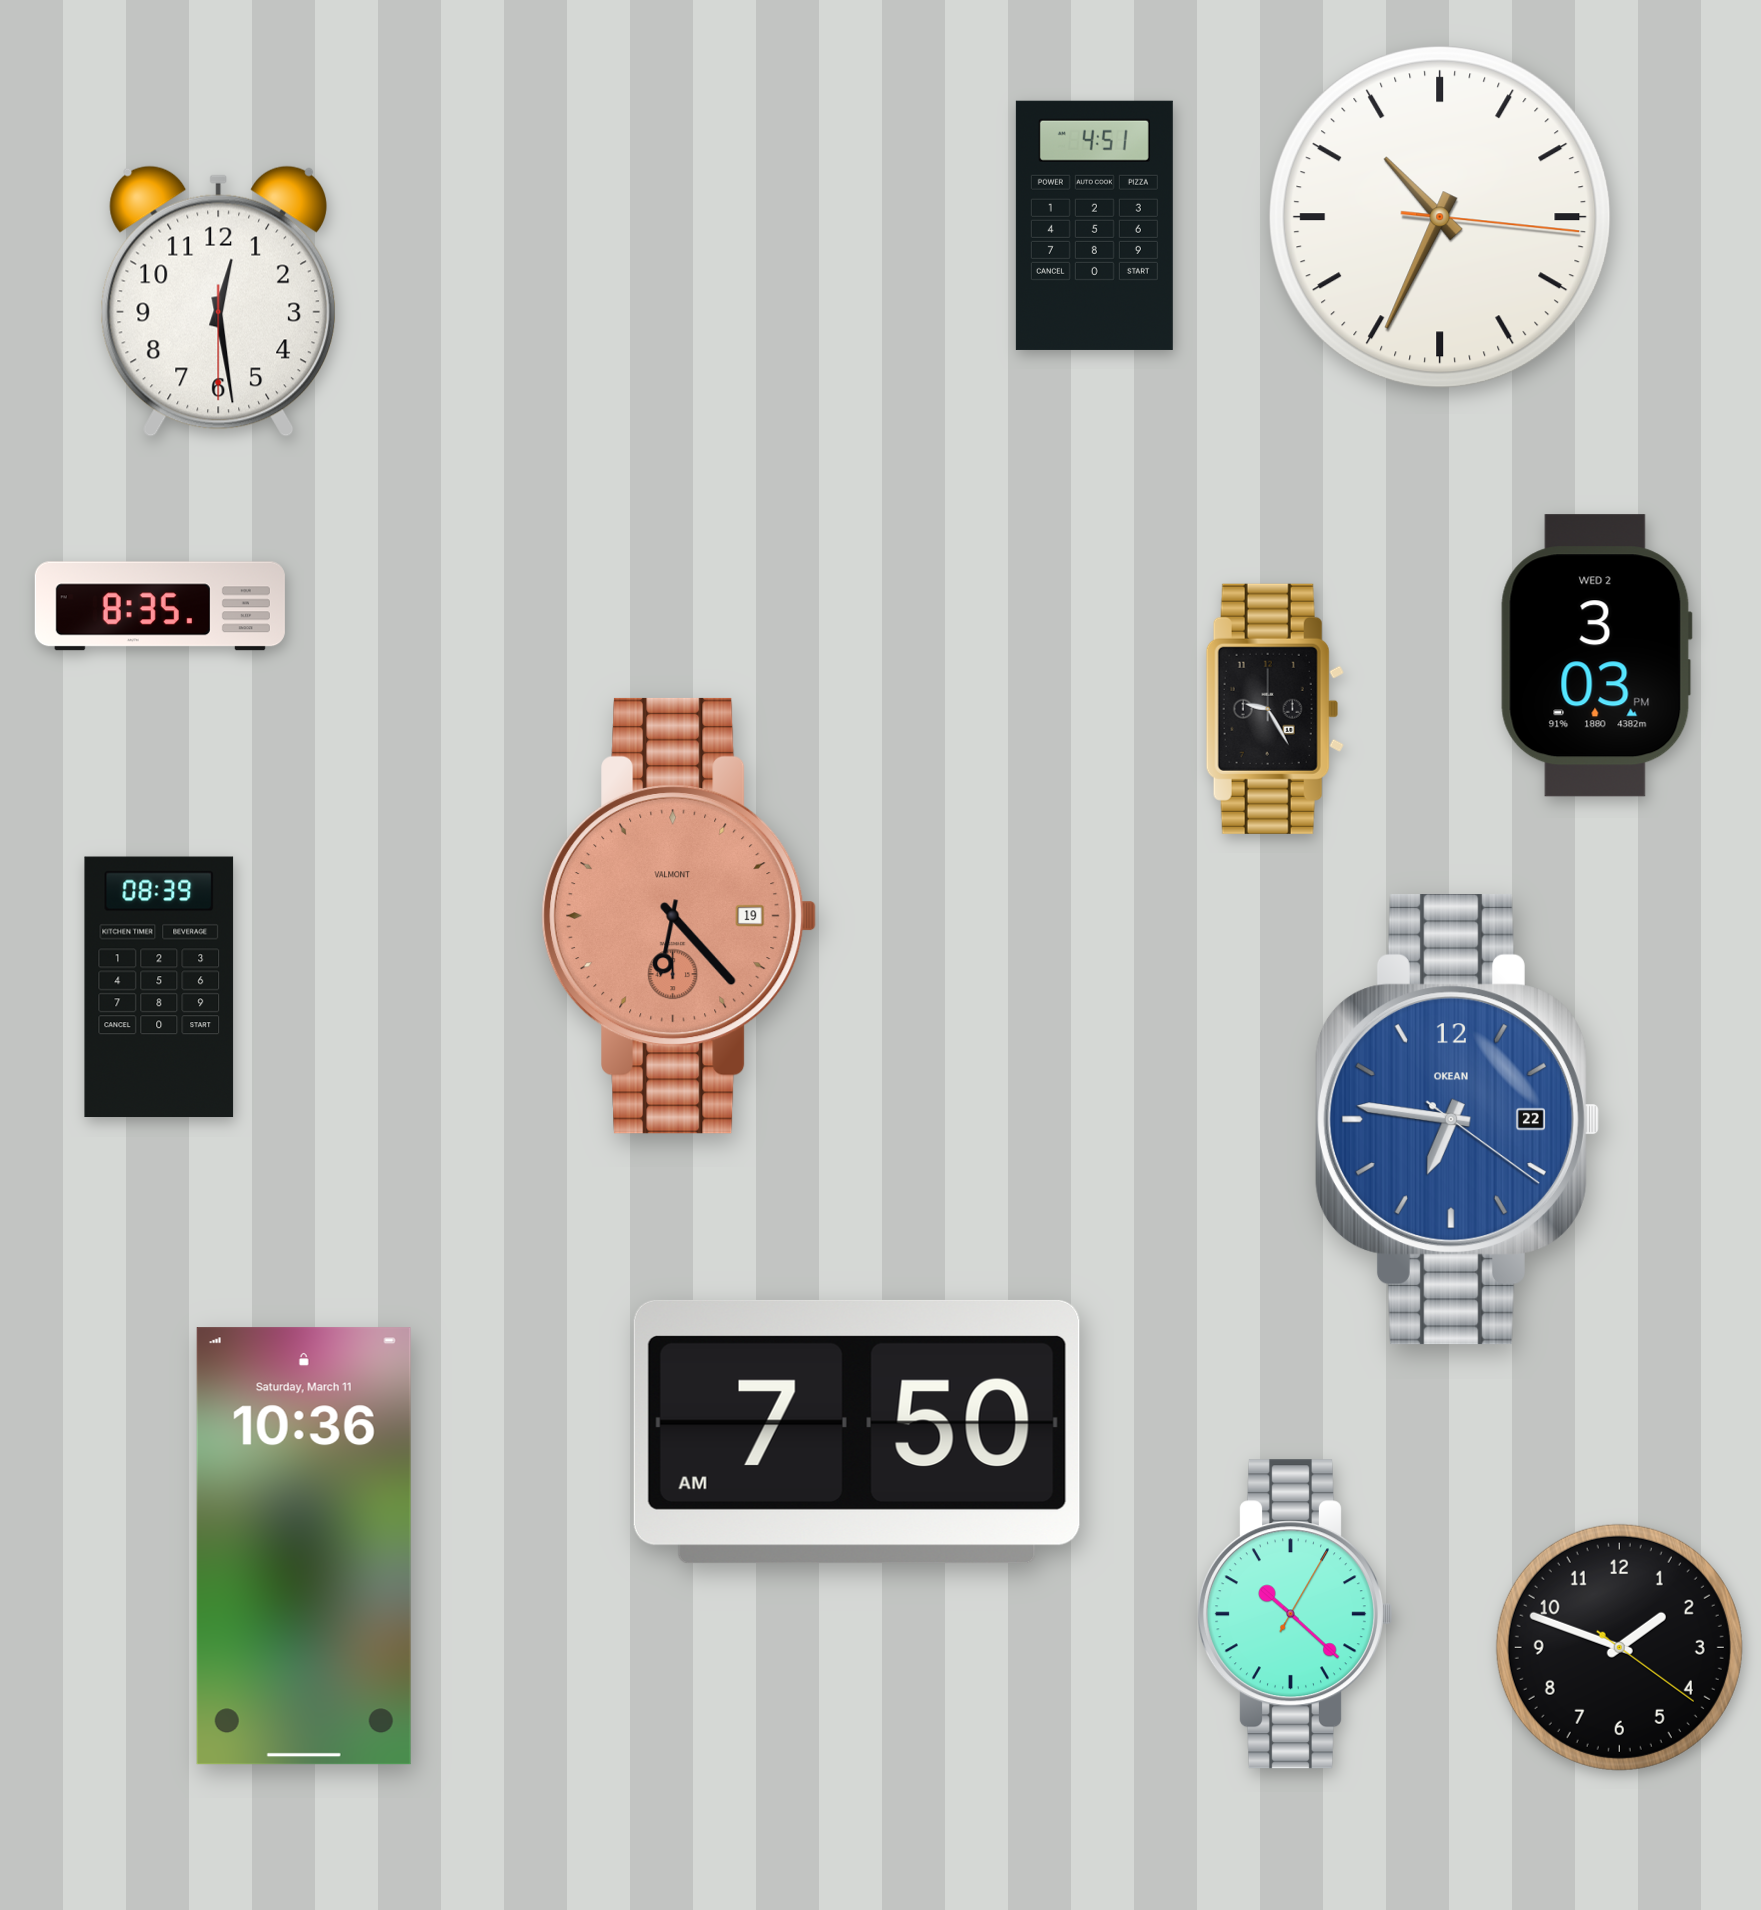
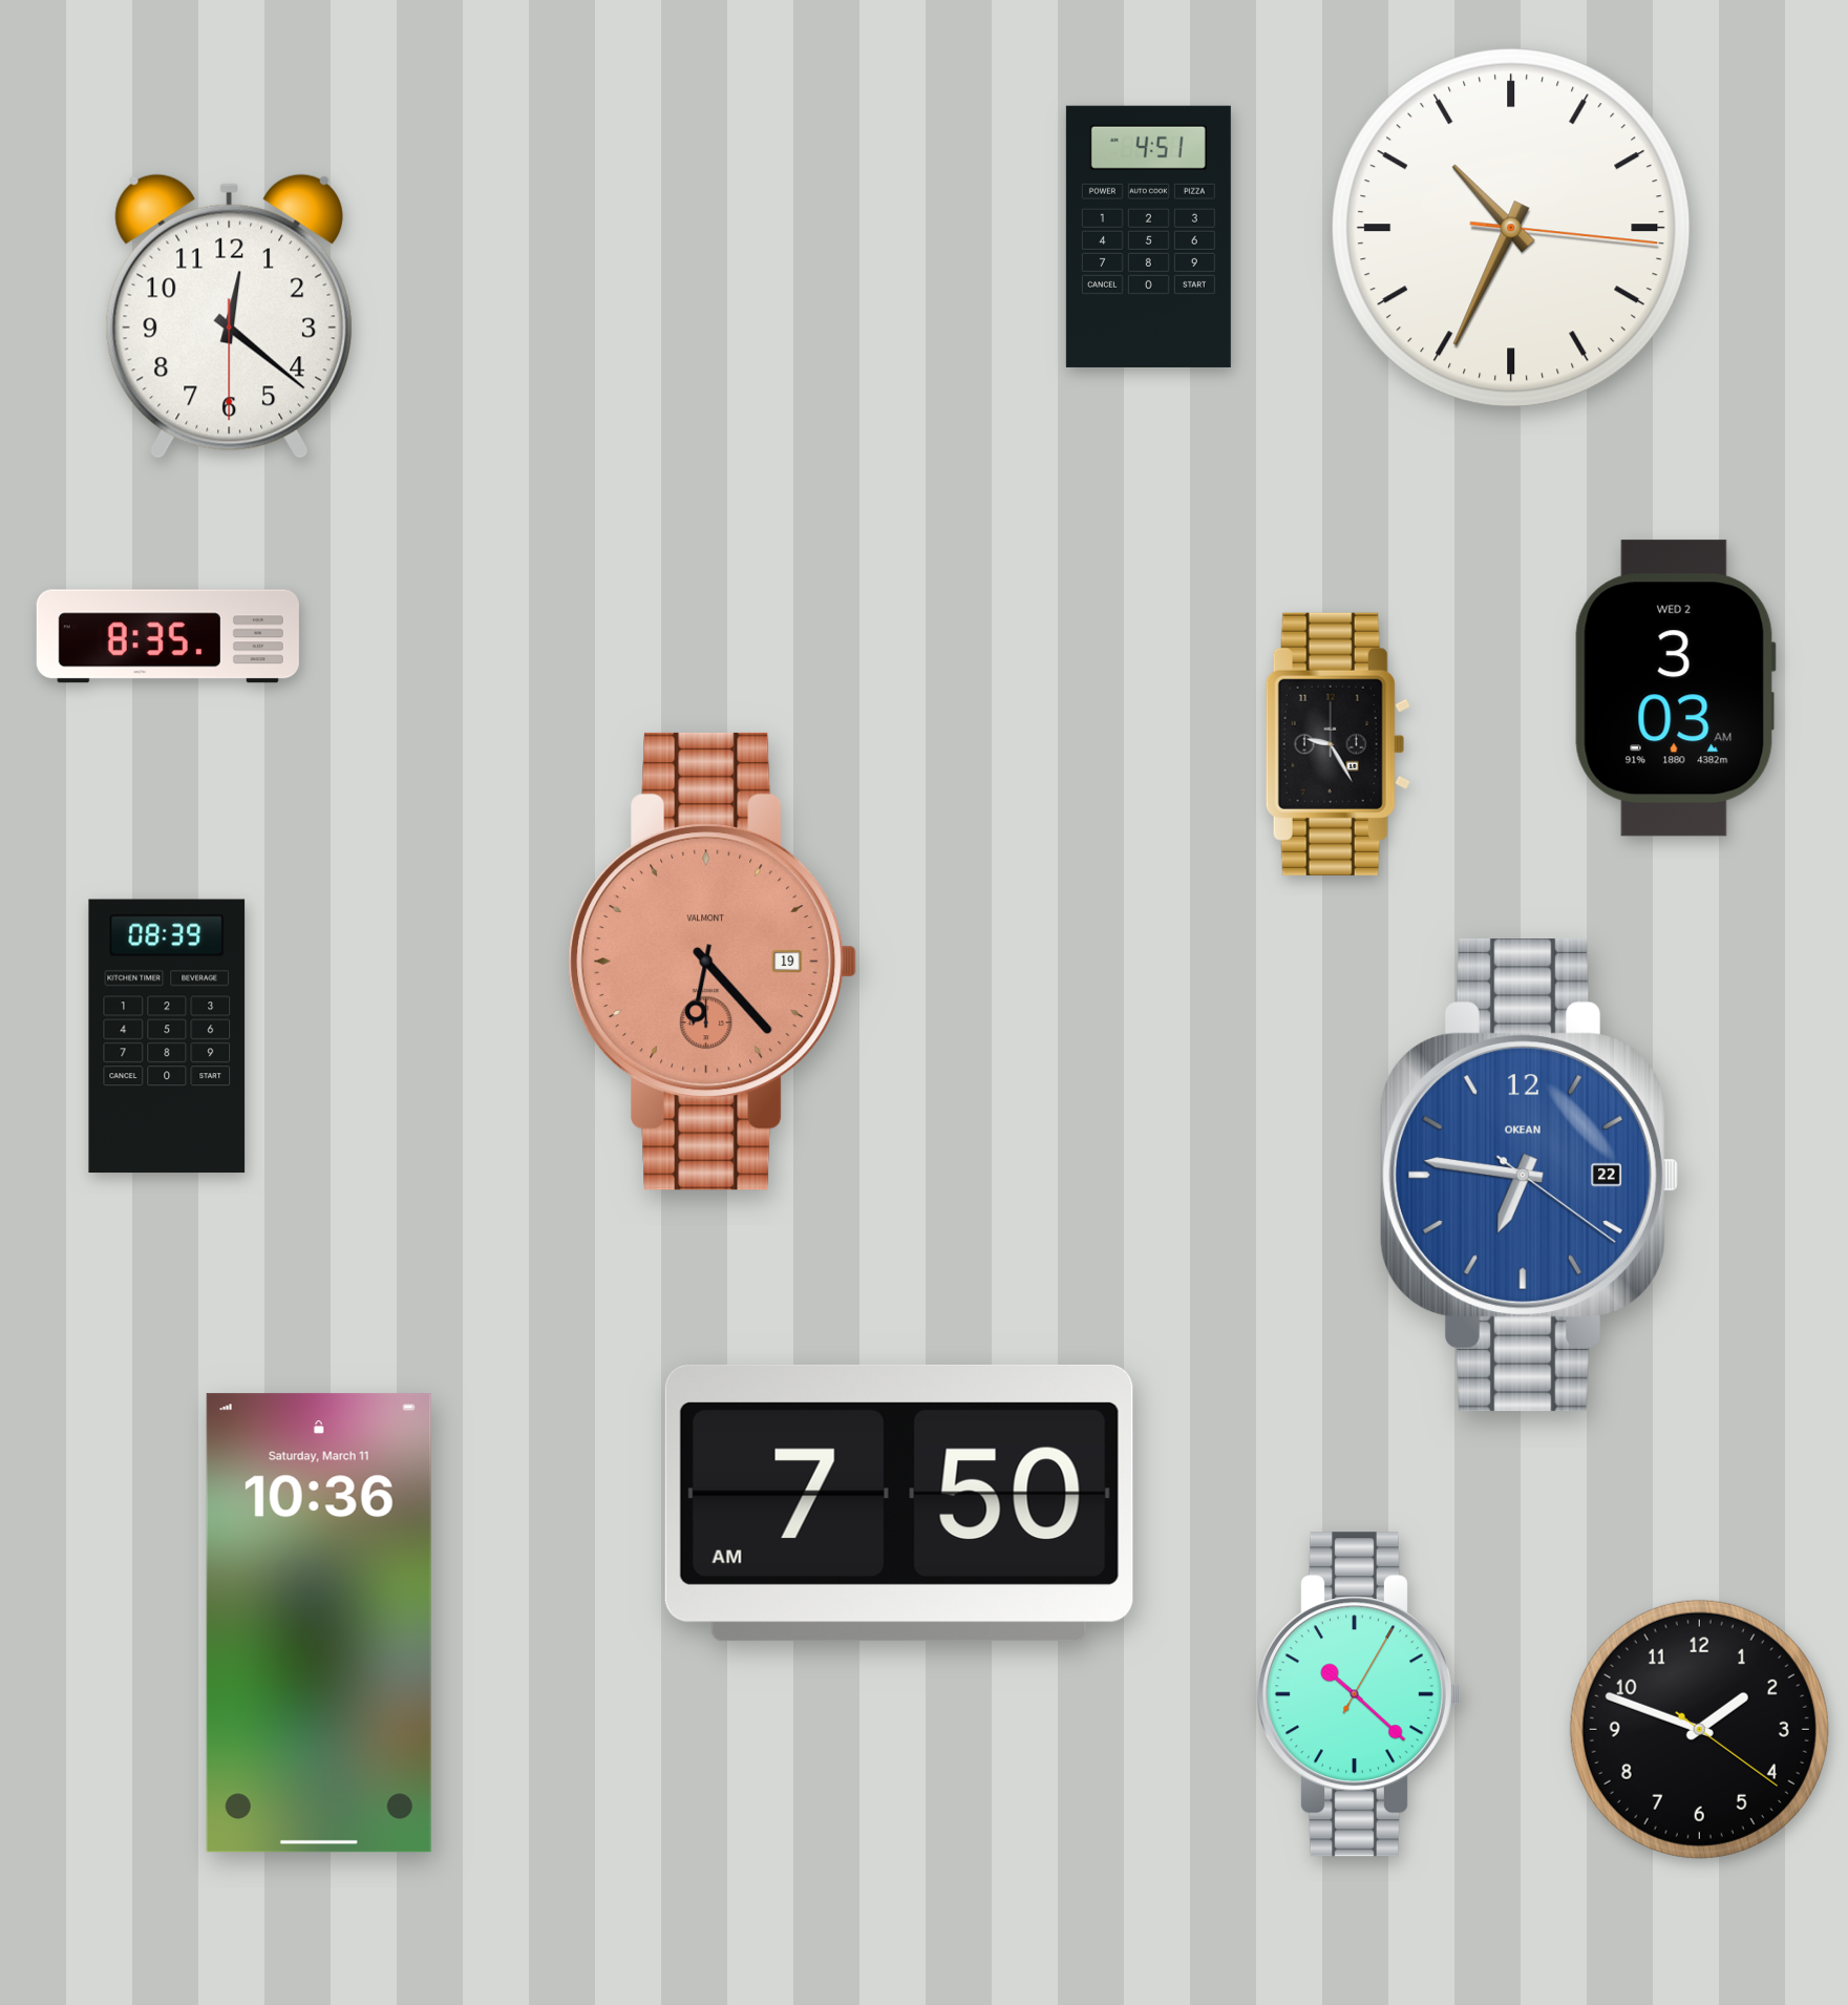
clock at (219, 301): 12:28 -> 12:21
clock at (1596, 656): 3:03 PM -> 3:03 AM
